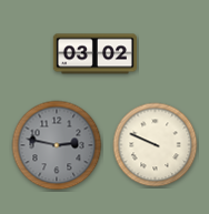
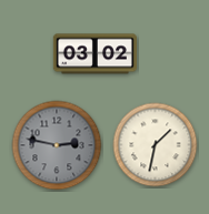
clock at (156, 145): 9:49 -> 1:32
